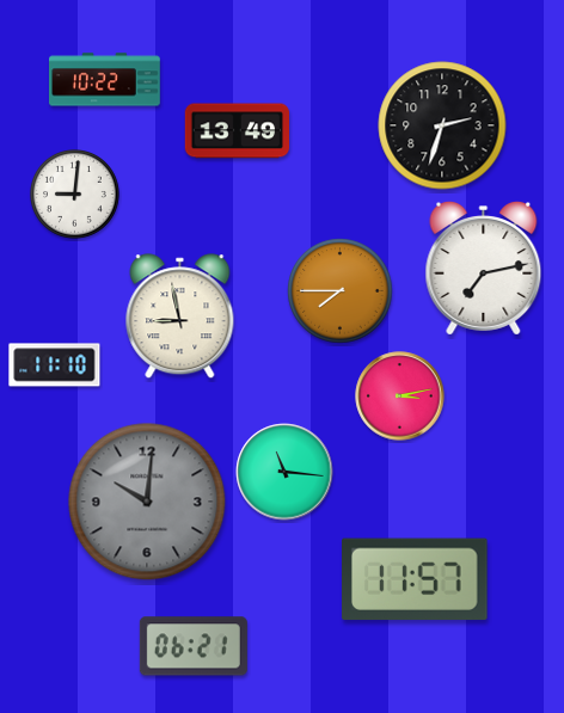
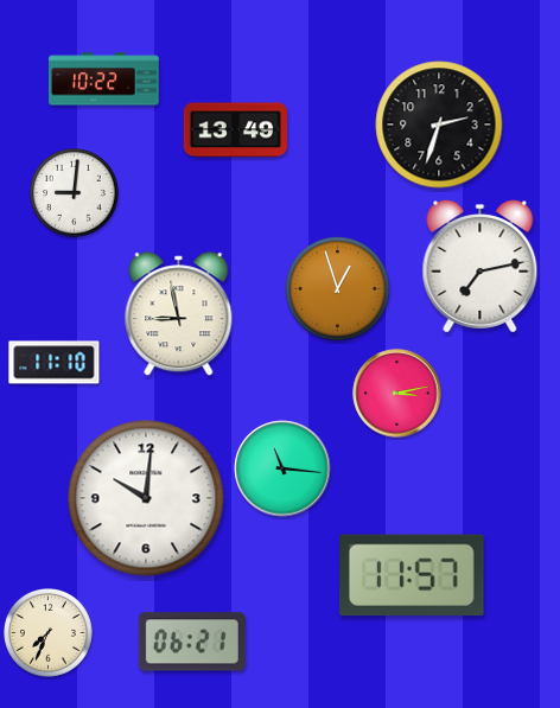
clock at (341, 291): 7:45 -> 12:57
clock at (147, 502) dial: grey -> white
clock at (49, 633): none -> 7:34
